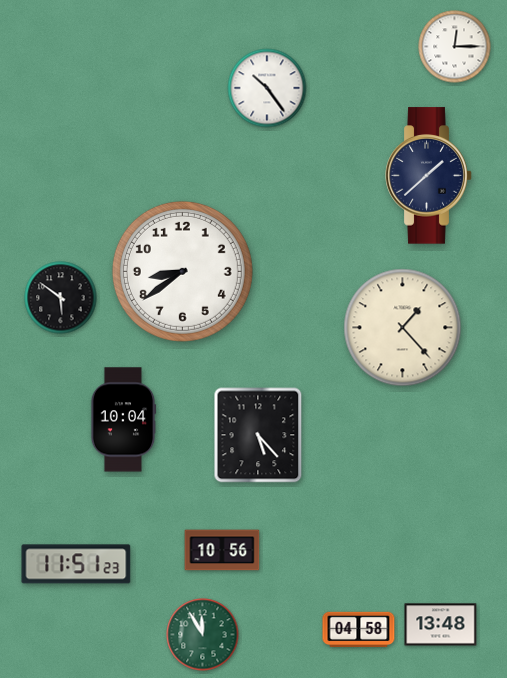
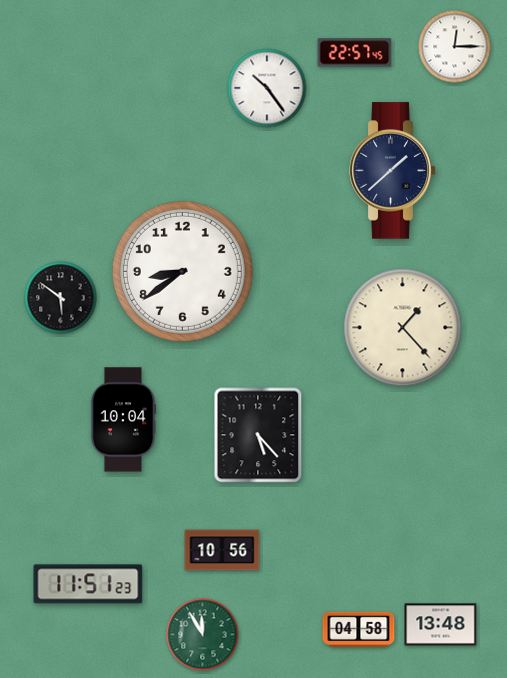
clock at (355, 53): none -> 22:57
clock at (429, 176) position: (429, 176) -> (393, 171)
clock at (76, 564) position: (76, 564) -> (88, 584)
